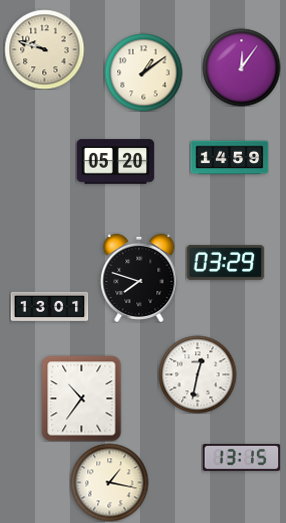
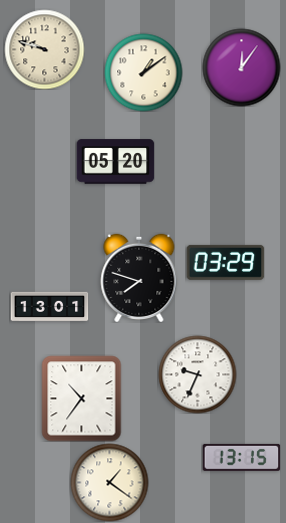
clock at (229, 158): 14:59 -> none
clock at (197, 374): 12:32 -> 9:34
clock at (109, 482): 1:17 -> 1:21
